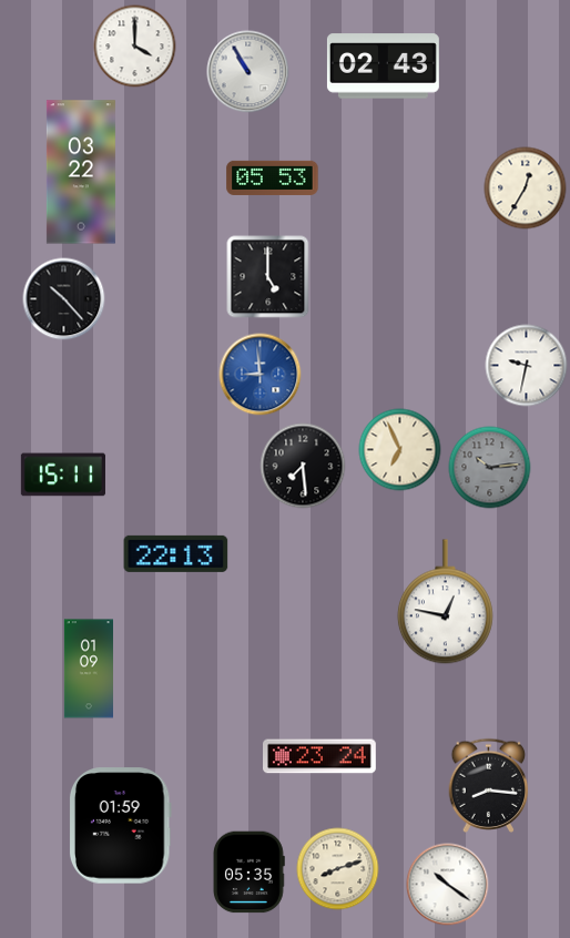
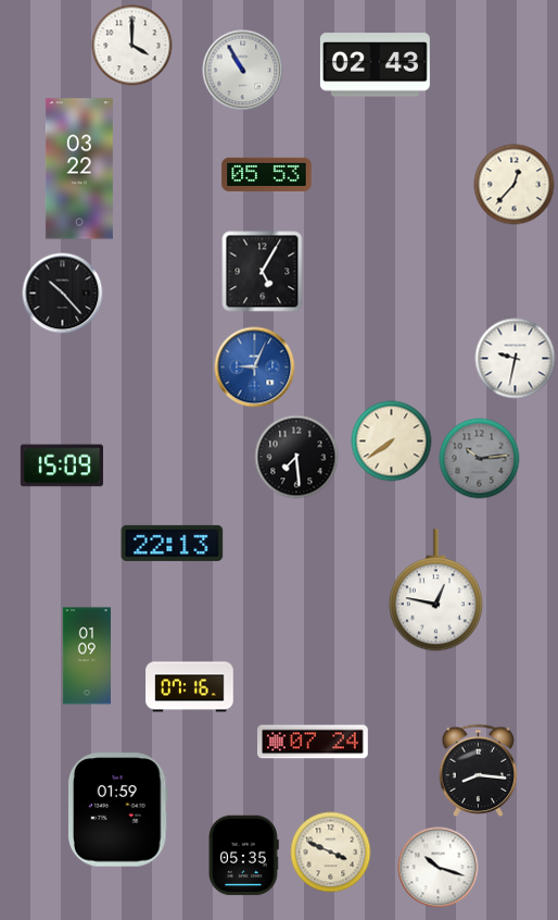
clock at (526, 188): 12:35 -> 12:37
clock at (268, 277): 5:00 -> 5:05
clock at (261, 375): 8:59 -> 9:04
clock at (400, 450): 6:56 -> 7:39
clock at (63, 475): 15:11 -> 15:09
clock at (190, 687): none -> 07:16
clock at (320, 756): 23:24 -> 07:24
clock at (338, 869): 8:12 -> 3:49
clock at (448, 885): 10:21 -> 10:18
